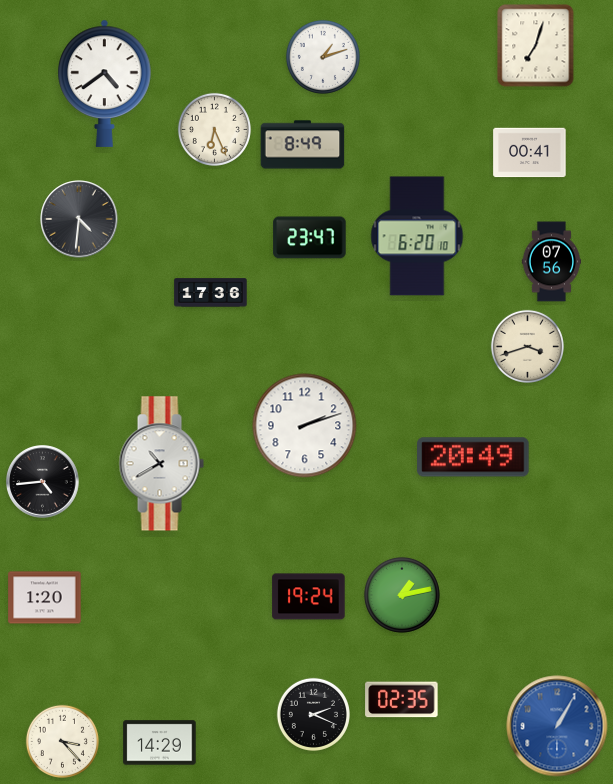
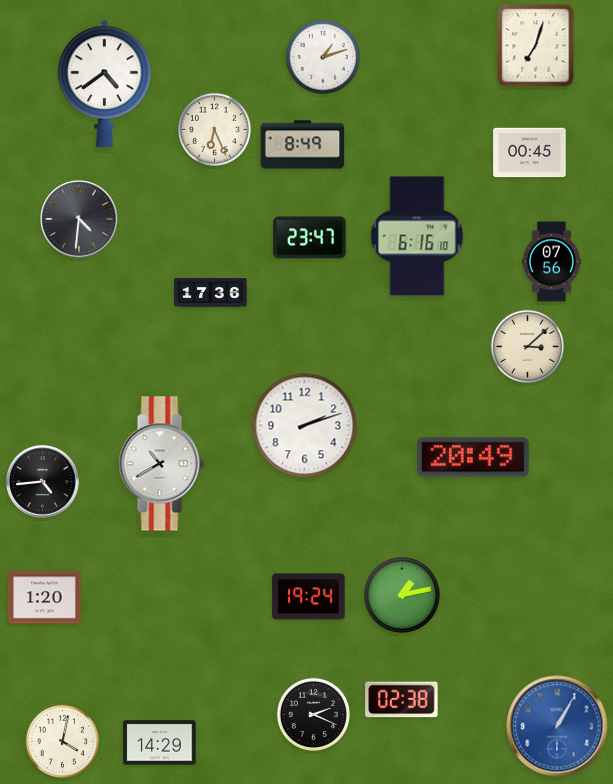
clock at (530, 153): 00:41 -> 00:45
clock at (417, 236): 6:20 -> 6:16
clock at (527, 346): 3:42 -> 3:08
clock at (402, 700): 02:35 -> 02:38
clock at (62, 741): 3:23 -> 4:02
